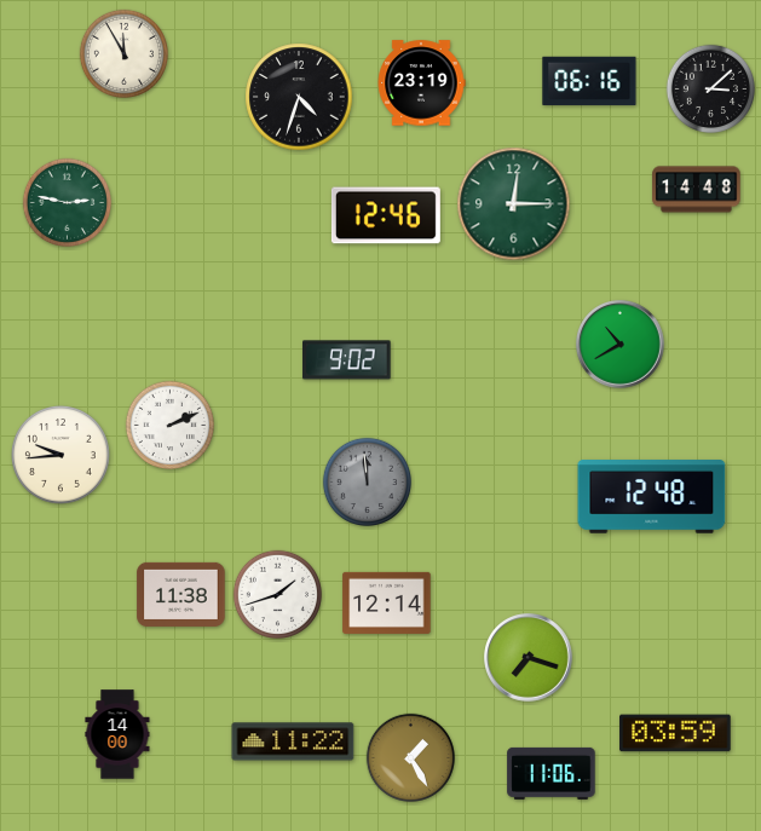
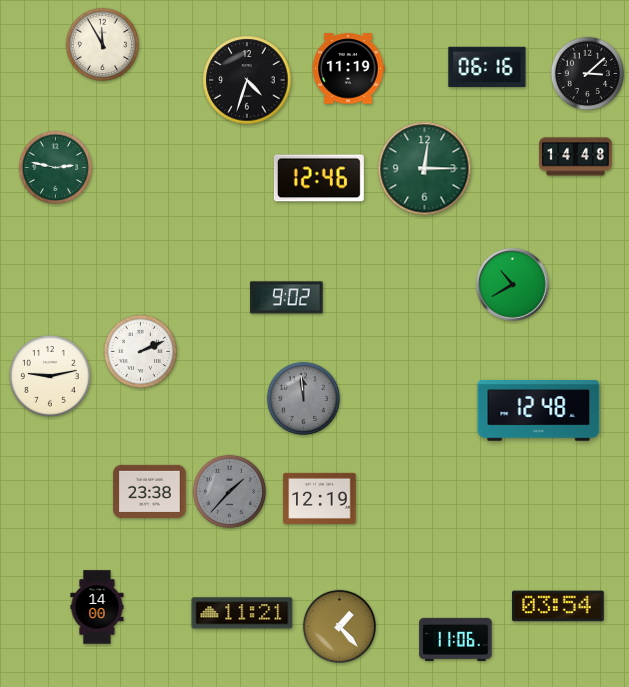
clock at (421, 83): 23:19 -> 11:19
clock at (62, 456): 9:44 -> 9:13
clock at (181, 594): 11:38 -> 23:38
clock at (277, 594): 1:42 -> 1:37
clock at (277, 594) dial: white -> grey
clock at (387, 602): 12:14 -> 12:19
clock at (529, 658): 7:18 -> none
clock at (675, 733): 03:59 -> 03:54
clock at (293, 741): 11:22 -> 11:21
clock at (410, 757): 1:25 -> 1:23
